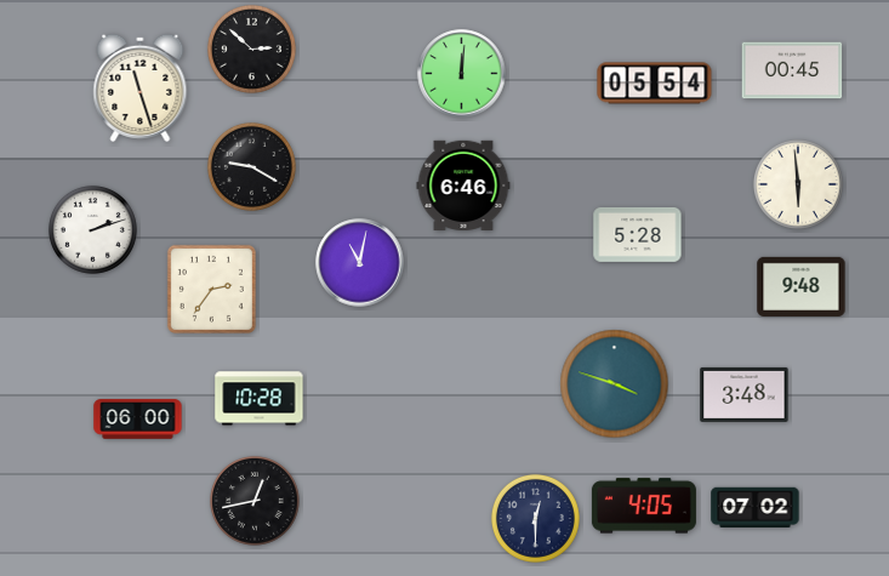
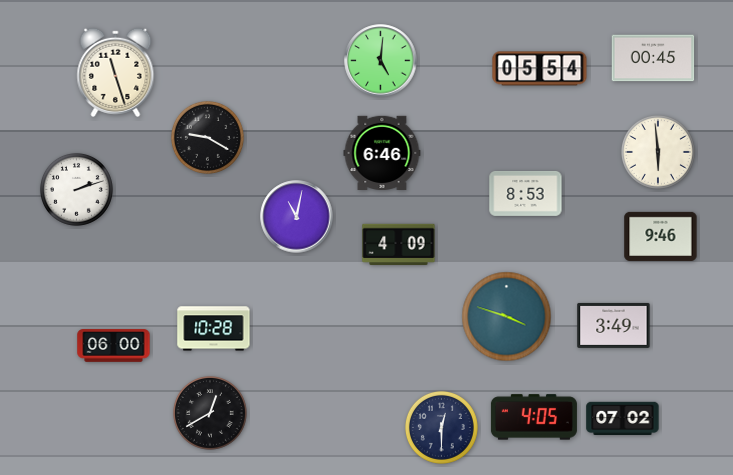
clock at (251, 49): 2:52 -> none
clock at (462, 74): 12:01 -> 5:01
clock at (638, 234): 5:28 -> 8:53
clock at (802, 286): 9:48 -> 9:46
clock at (211, 289): 2:36 -> none
clock at (399, 245): none -> 4:09
clock at (745, 394): 3:48 -> 3:49
clock at (255, 501): 12:43 -> 12:40
clock at (644, 506) position: (644, 506) -> (534, 417)
